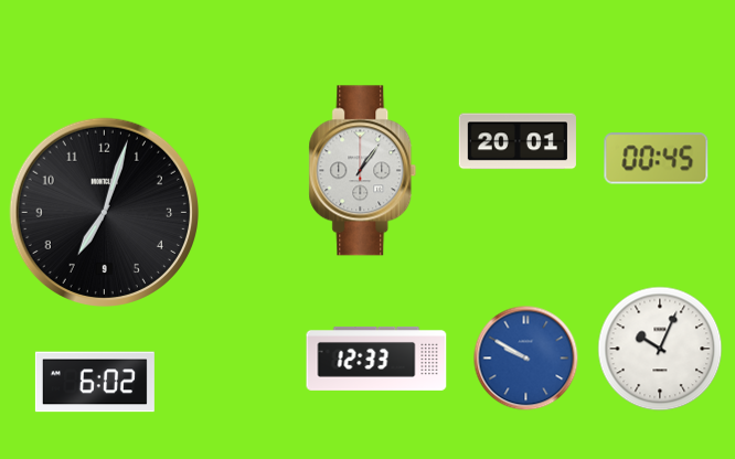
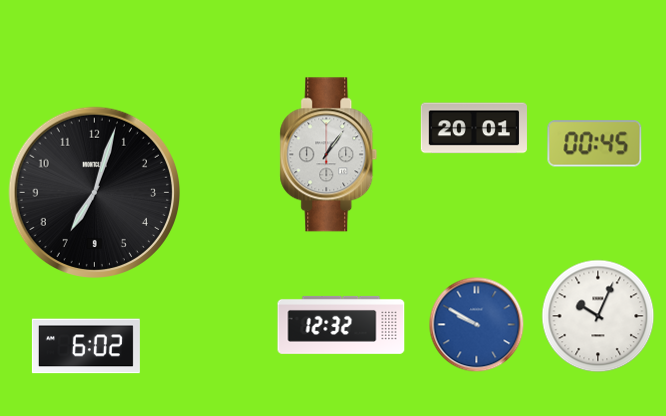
clock at (518, 141) position: (518, 141) -> (474, 128)
clock at (376, 359): 12:33 -> 12:32
